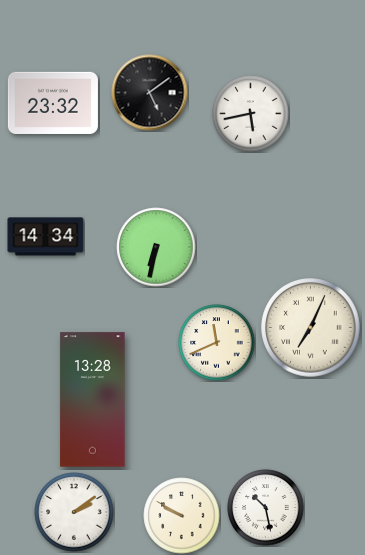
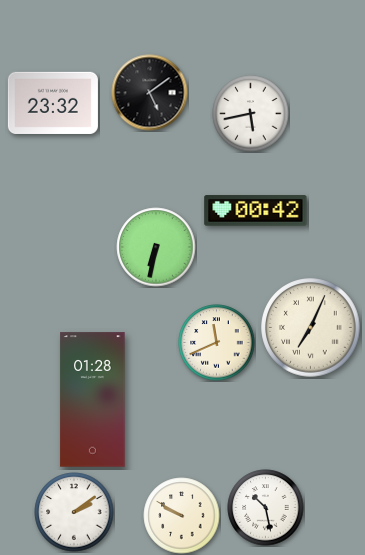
clock at (256, 211): none -> 00:42
clock at (46, 237): 14:34 -> none
clock at (93, 400): 13:28 -> 01:28
